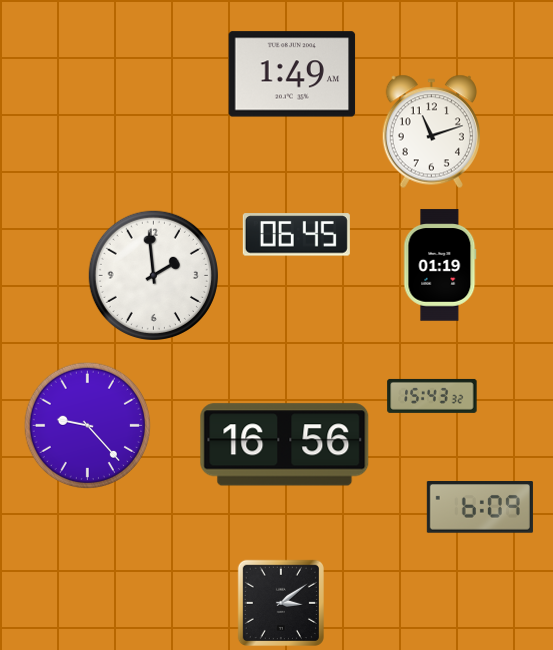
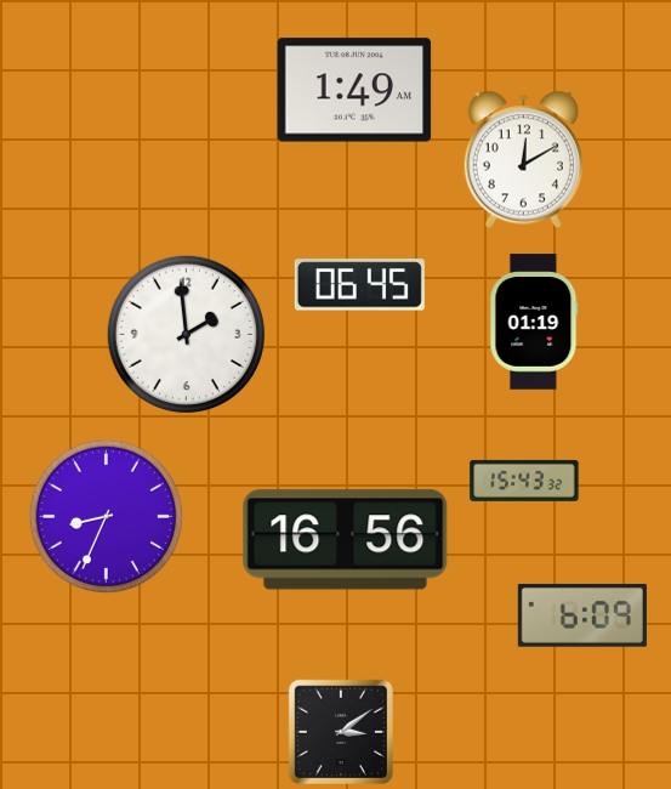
clock at (431, 132): 11:12 -> 12:10
clock at (88, 426): 9:23 -> 8:34
